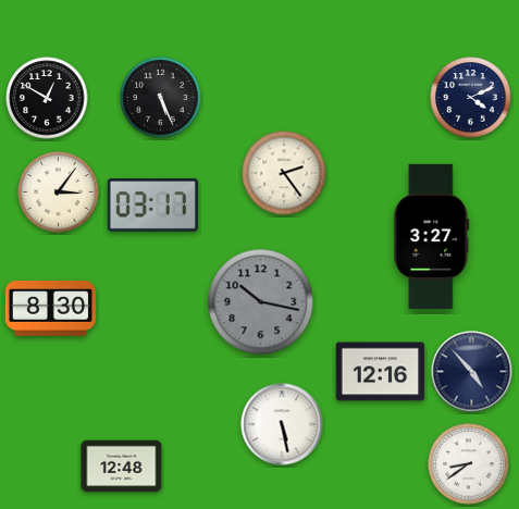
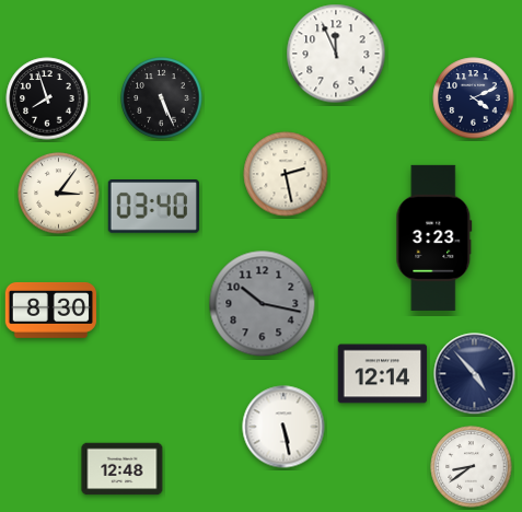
clock at (336, 54): none -> 11:56
clock at (47, 98): 12:50 -> 7:57
clock at (284, 173): 2:24 -> 2:28
clock at (152, 206): 03:17 -> 03:40
clock at (432, 236): 3:27 -> 3:23
clock at (381, 372): 12:16 -> 12:14
